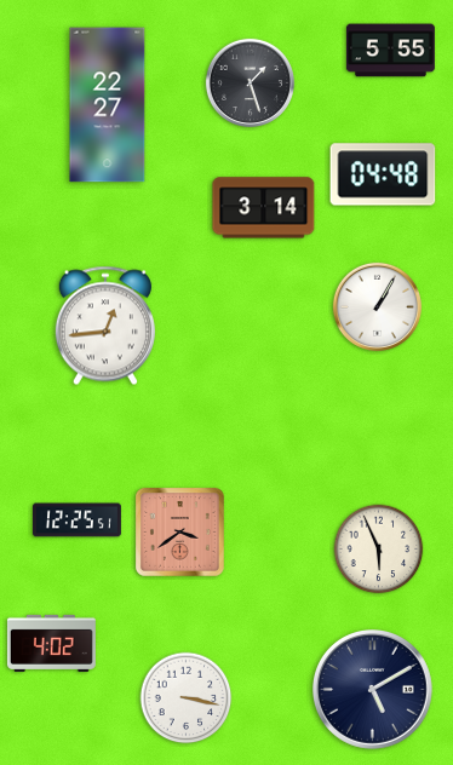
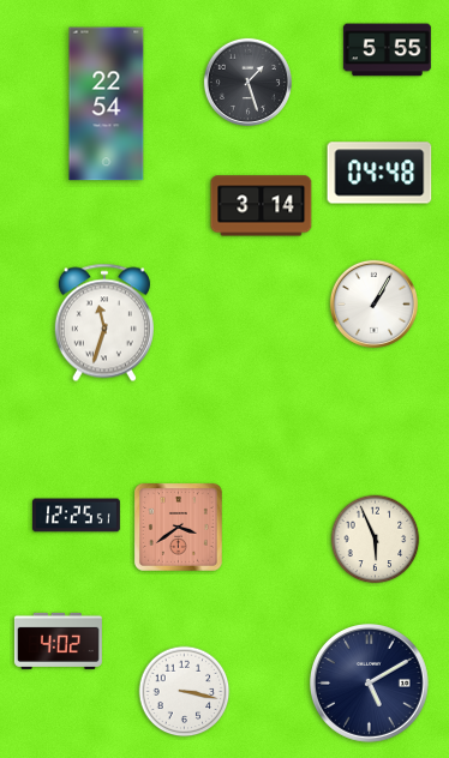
clock at (108, 105): 22:27 -> 22:54
clock at (105, 326): 12:44 -> 11:33
clock at (379, 550) position: (379, 550) -> (376, 540)
clock at (51, 643) position: (51, 643) -> (58, 640)
